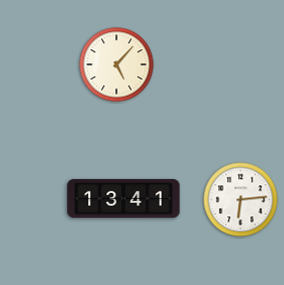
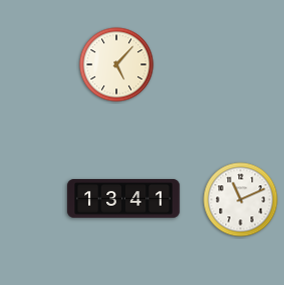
clock at (241, 200): 6:14 -> 11:11
